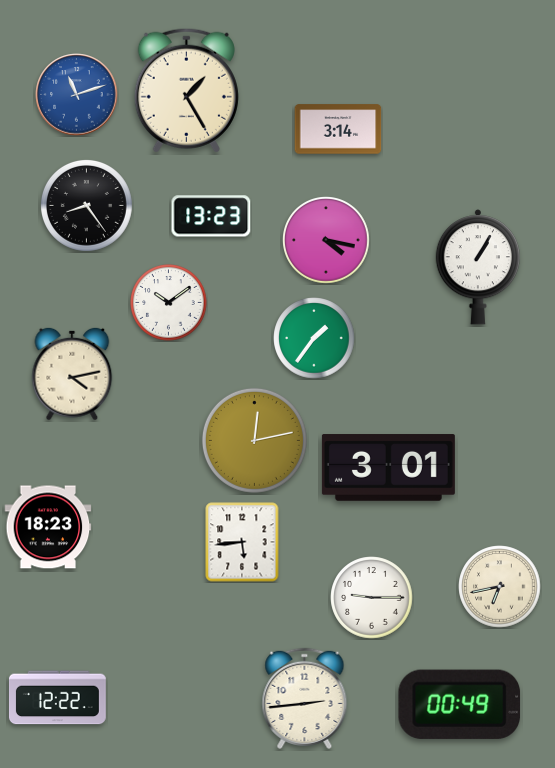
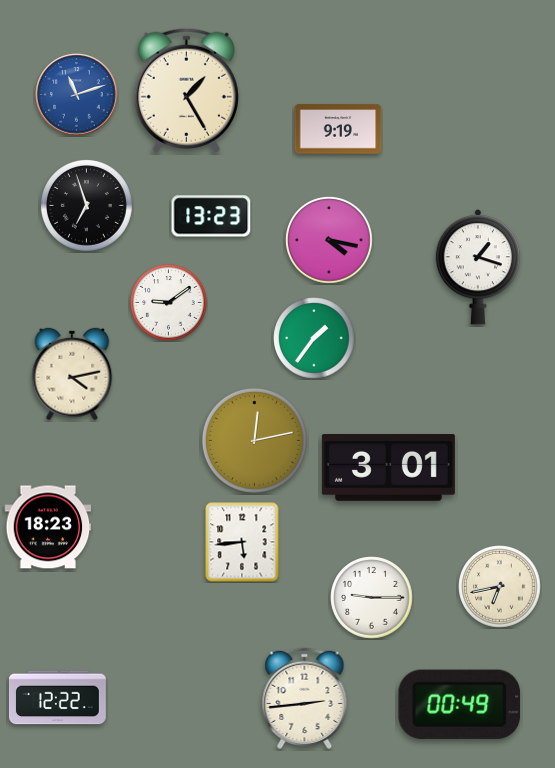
clock at (338, 129): 3:14 -> 9:19
clock at (87, 206): 8:24 -> 6:57
clock at (327, 241) position: (327, 241) -> (330, 241)
clock at (478, 267): 1:05 -> 1:18
clock at (169, 303): 10:09 -> 9:09
